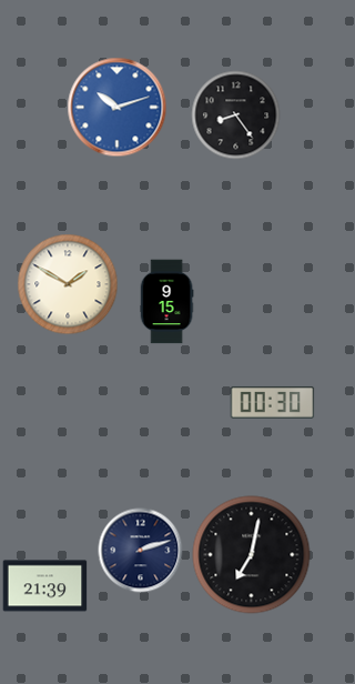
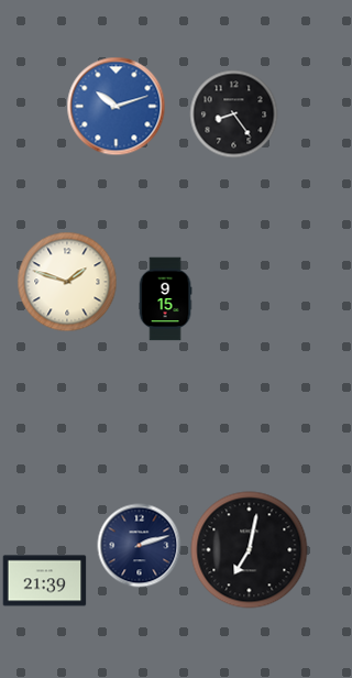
clock at (68, 284): 1:50 -> 1:48
clock at (273, 402): 00:30 -> none
